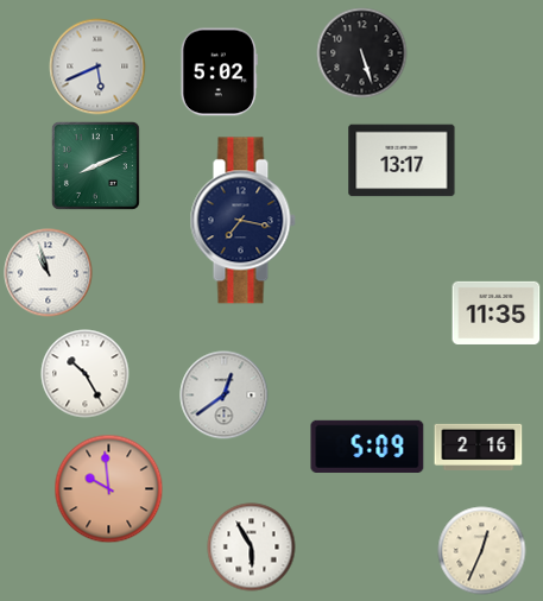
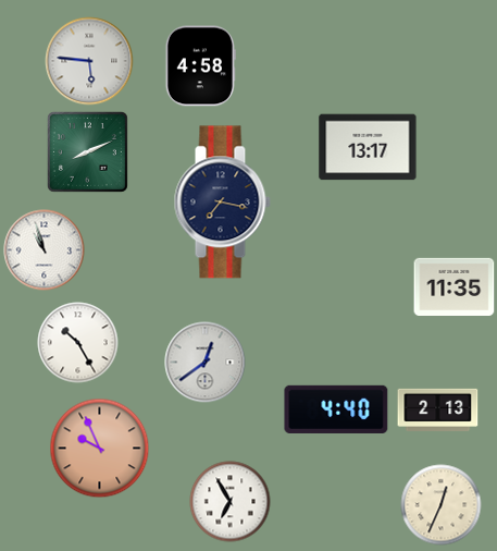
clock at (362, 53): 5:27 -> none
clock at (97, 67): 5:41 -> 5:46
clock at (219, 72): 5:02 -> 4:58
clock at (367, 447): 5:09 -> 4:40
clock at (479, 447): 2:16 -> 2:13
clock at (109, 489): 9:59 -> 9:56
clock at (252, 548): 5:55 -> 6:55
